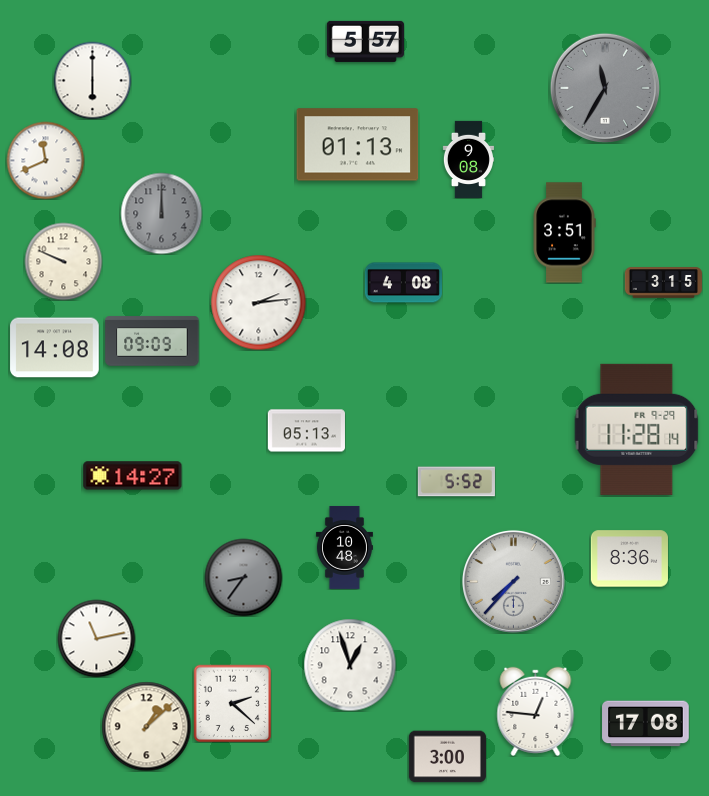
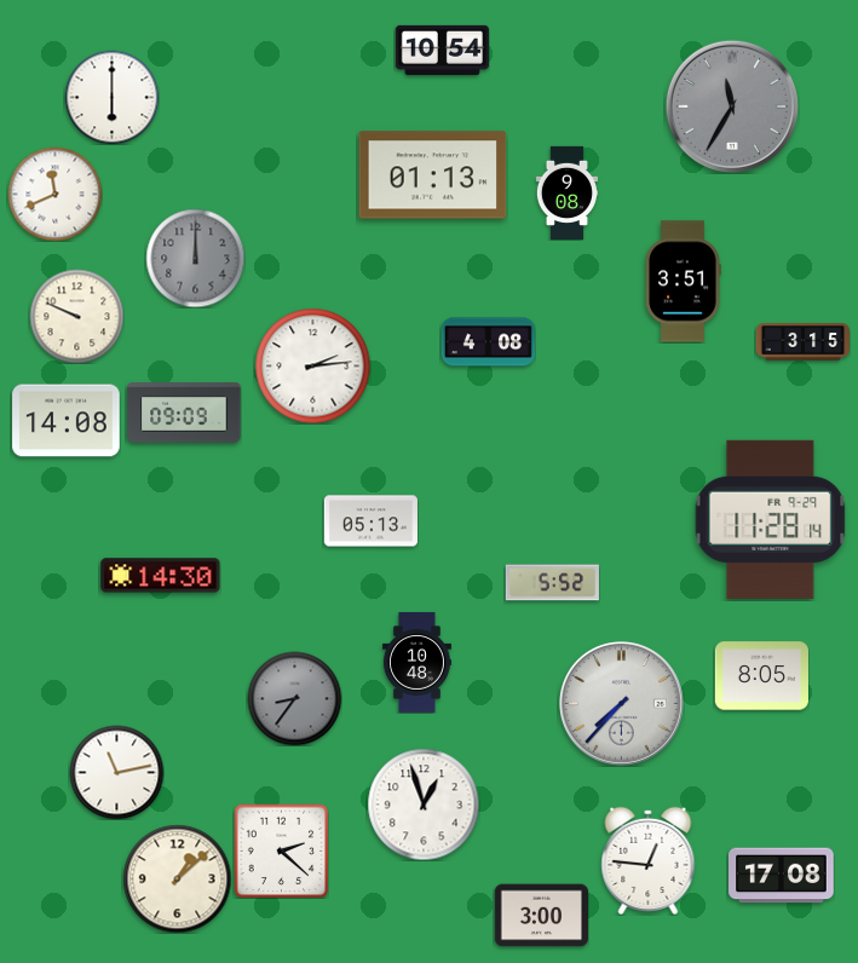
clock at (365, 41): 5:57 -> 10:54
clock at (133, 476): 14:27 -> 14:30
clock at (629, 559): 8:36 -> 8:05
